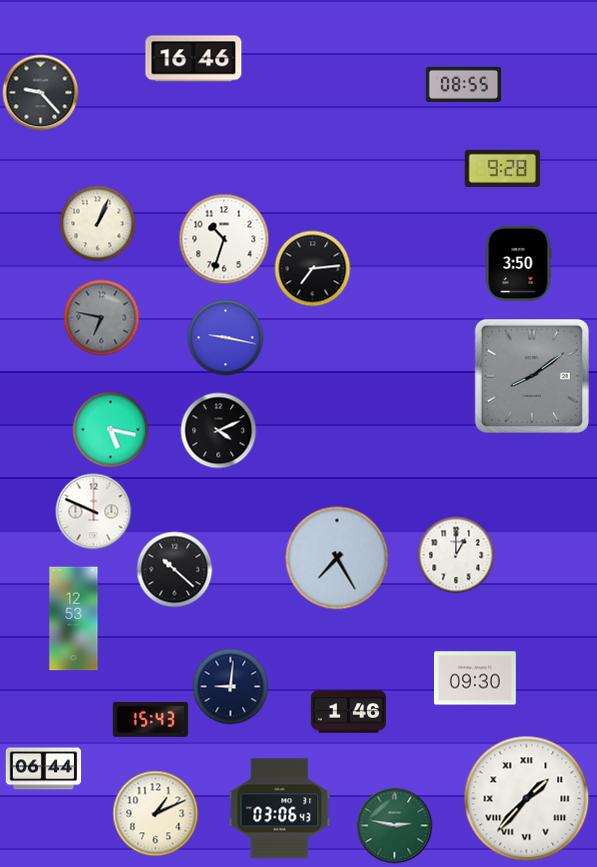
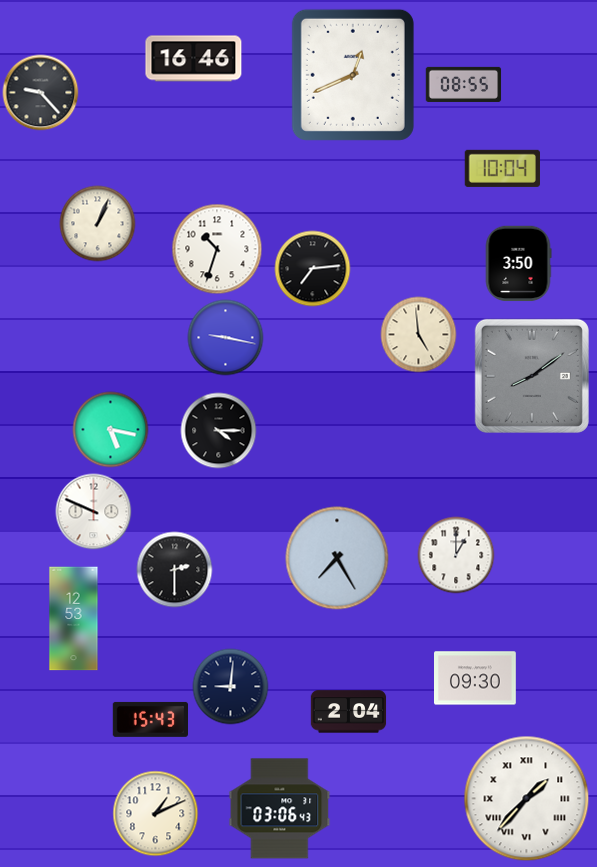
clock at (353, 75): none -> 12:41
clock at (502, 168): 9:28 -> 10:04
clock at (224, 239) position: (224, 239) -> (217, 249)
clock at (102, 318): 6:47 -> none
clock at (419, 335): none -> 4:59
clock at (219, 431): 4:11 -> 4:15
clock at (175, 570): 10:22 -> 2:30
clock at (349, 712): 1:46 -> 2:04
clock at (44, 769): 06:44 -> none
clock at (395, 826): 2:47 -> none
